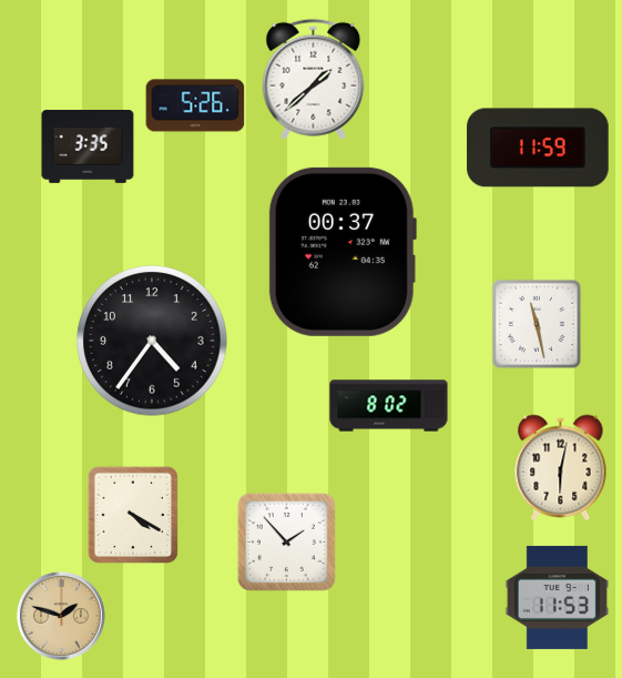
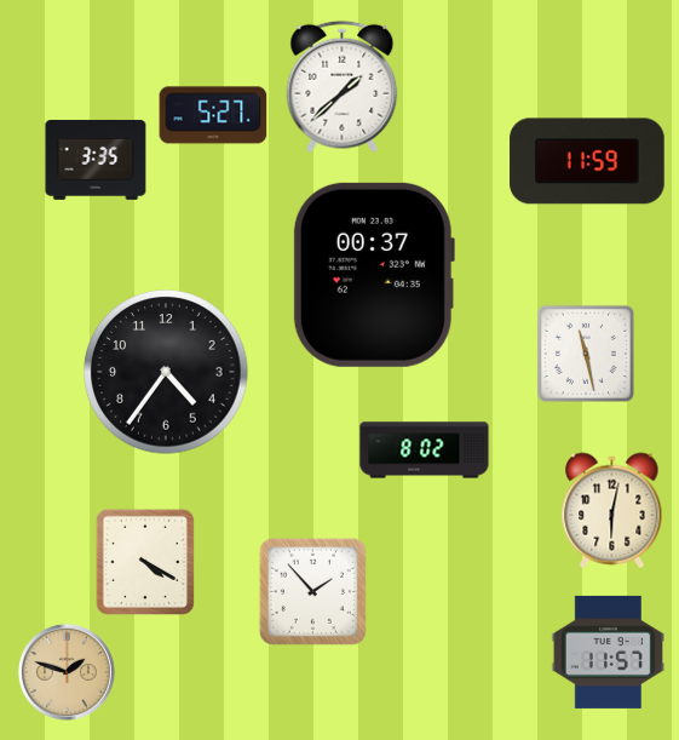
clock at (195, 105): 5:26 -> 5:27
clock at (389, 406) position: (389, 406) -> (425, 451)
clock at (557, 597): 11:53 -> 11:57
